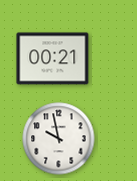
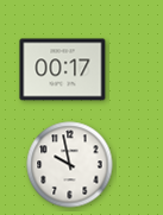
clock at (53, 59): 00:21 -> 00:17
